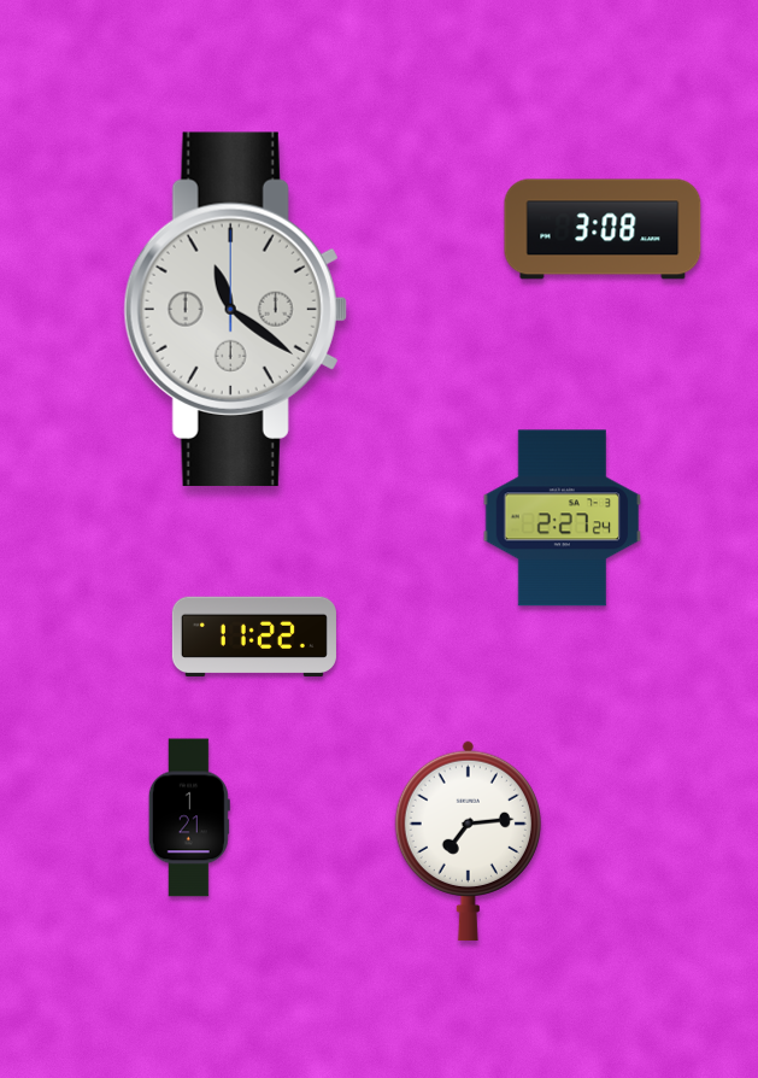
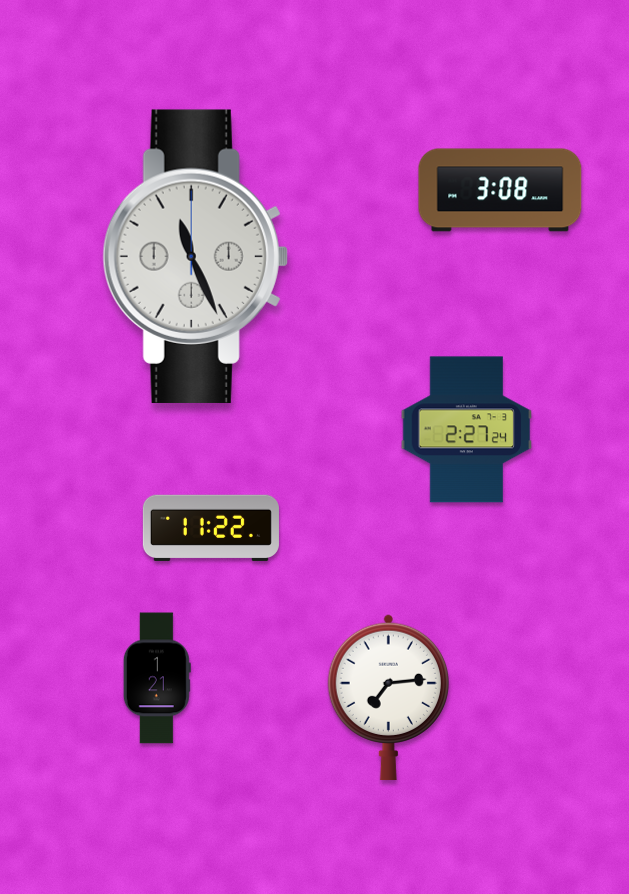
clock at (235, 309): 11:21 -> 11:26
